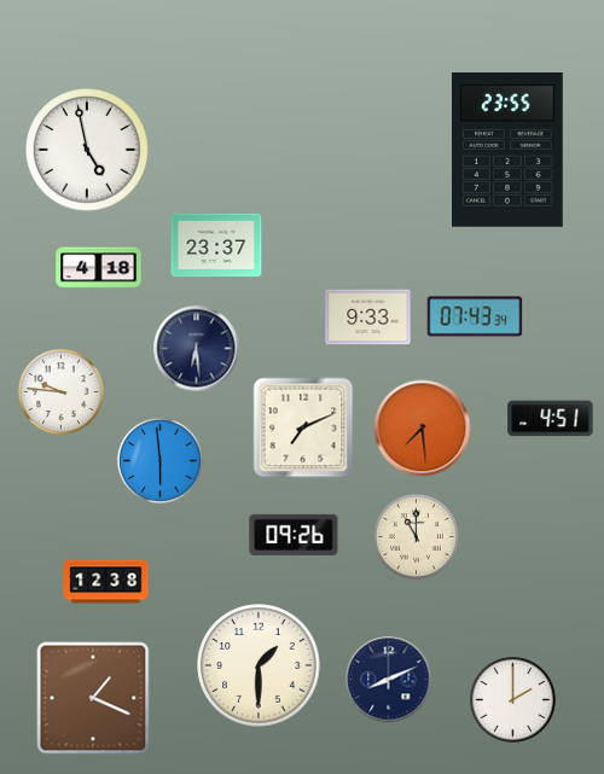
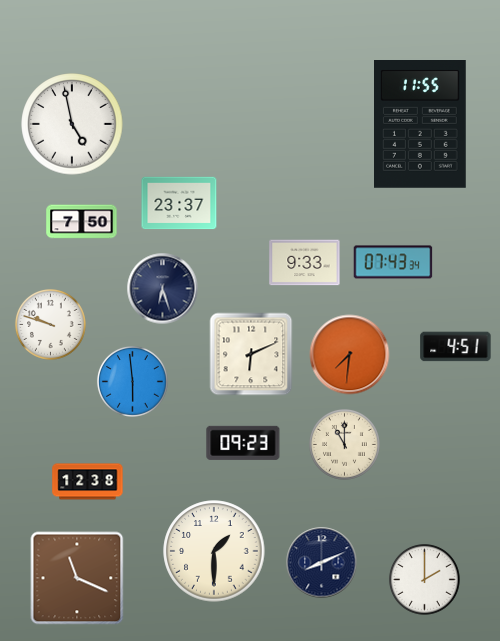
clock at (509, 151): 23:55 -> 11:55
clock at (99, 268): 4:18 -> 7:50
clock at (197, 349): 6:29 -> 6:27
clock at (62, 392): 9:46 -> 9:48
clock at (303, 427): 7:11 -> 6:11
clock at (423, 429): 7:29 -> 7:31
clock at (294, 535): 09:26 -> 09:23
clock at (93, 698): 1:19 -> 11:19
